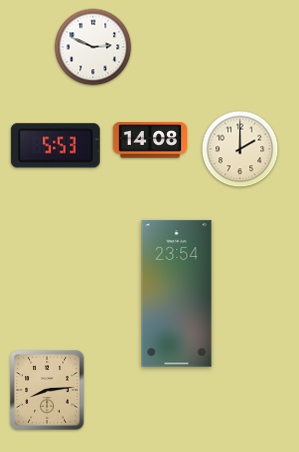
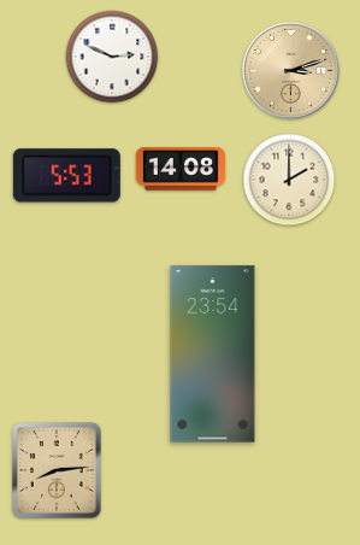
clock at (290, 70): none -> 3:12
